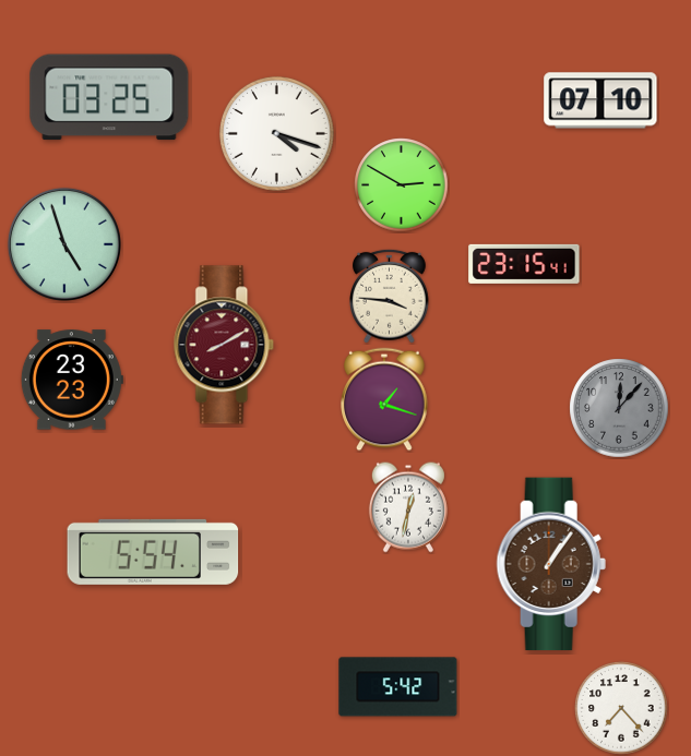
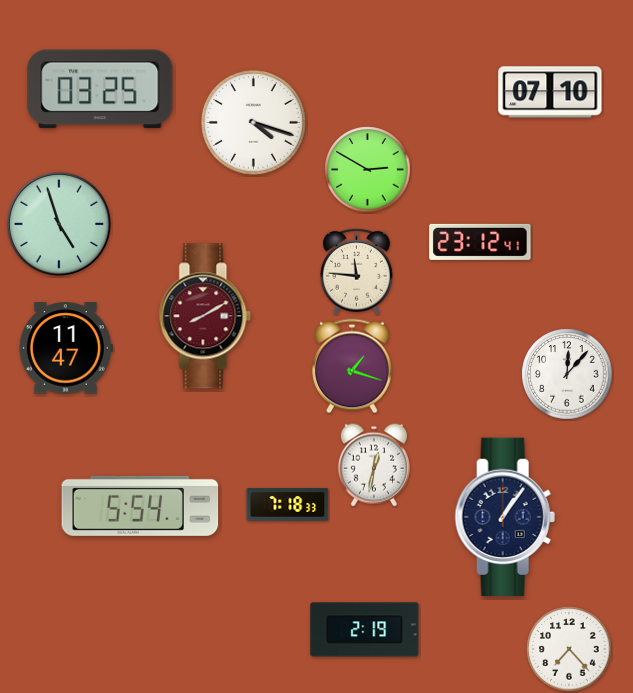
clock at (524, 264): 23:15 -> 23:12
clock at (390, 296): 3:46 -> 11:46
clock at (72, 380): 23:23 -> 11:47
clock at (619, 408) dial: grey -> white
clock at (288, 505): none -> 7:18
clock at (551, 564) dial: brown -> navy
clock at (398, 687): 5:42 -> 2:19
